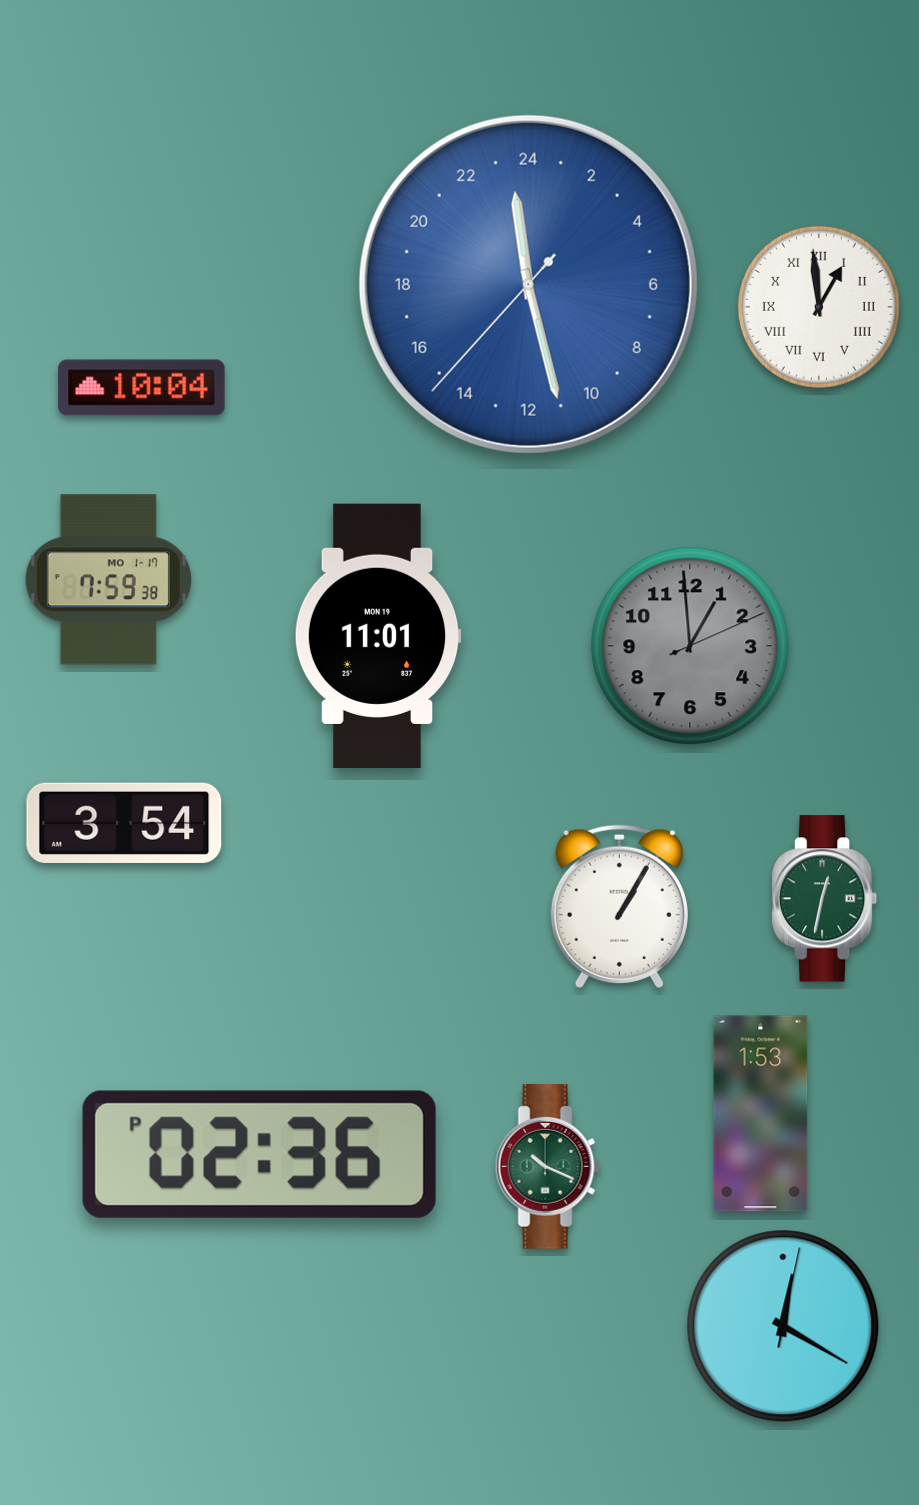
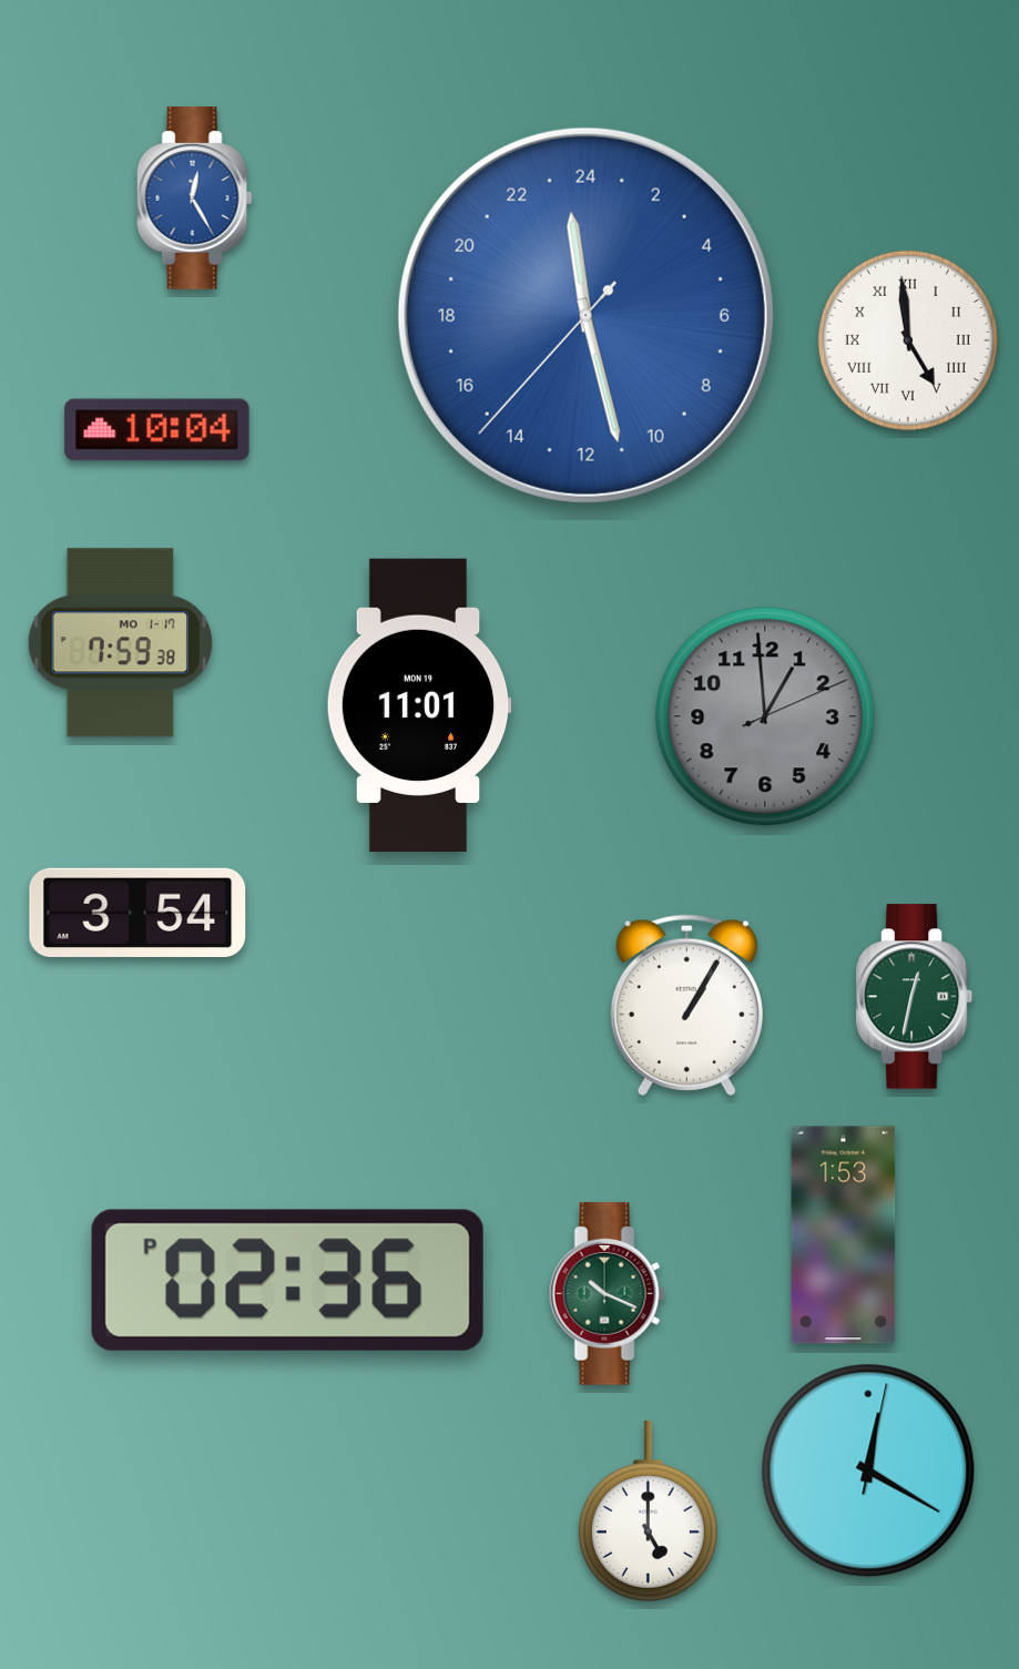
clock at (194, 199): none -> 12:25
clock at (819, 307): 12:59 -> 4:59
clock at (648, 1510): none -> 5:00
